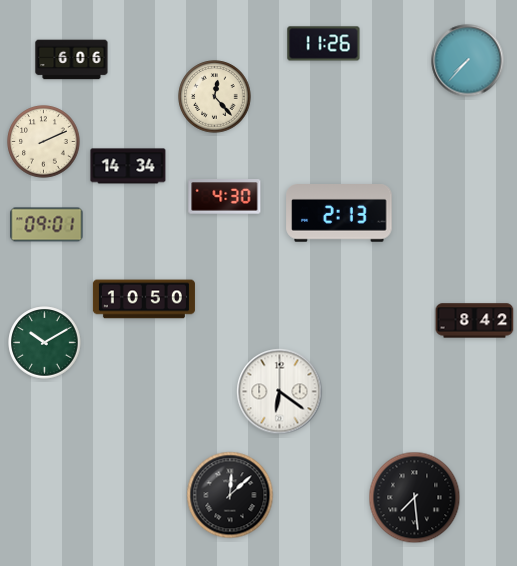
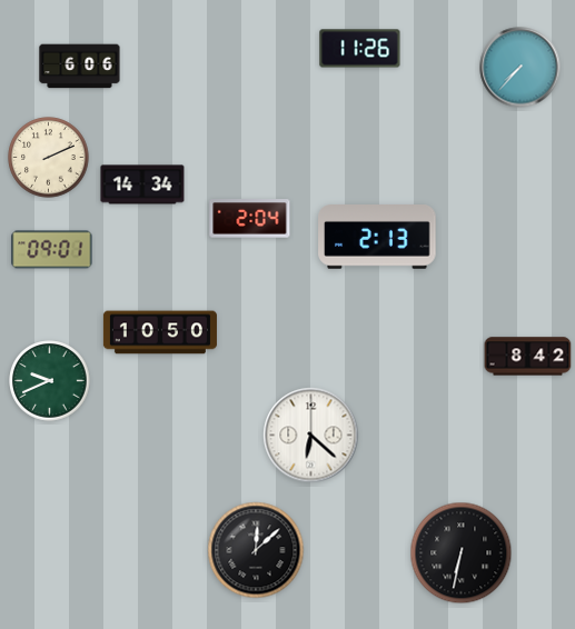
clock at (215, 97): 12:23 -> none
clock at (225, 197): 4:30 -> 2:04
clock at (45, 343): 10:10 -> 9:41
clock at (280, 392): 6:21 -> 6:22
clock at (415, 498): 7:29 -> 6:32
